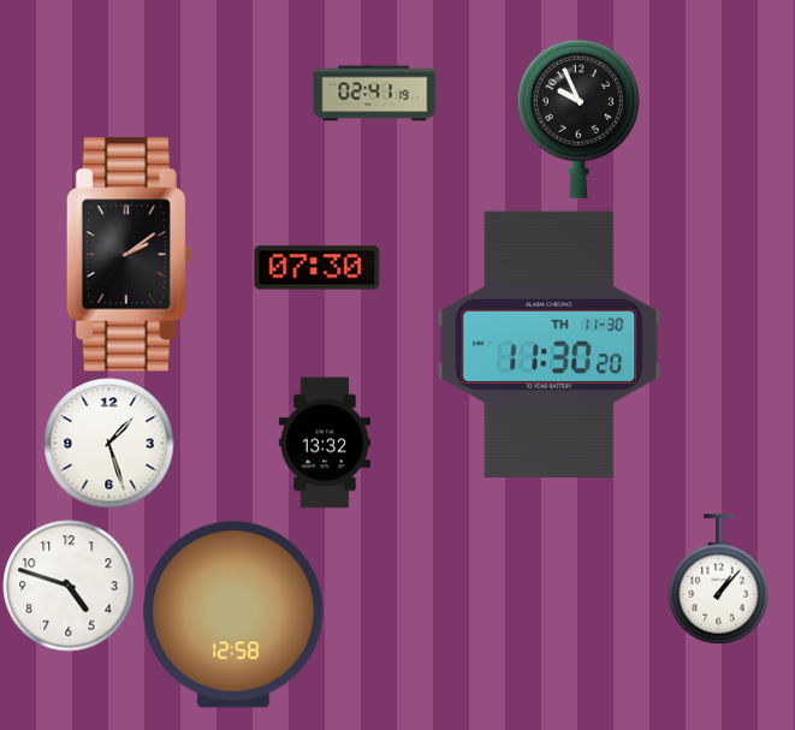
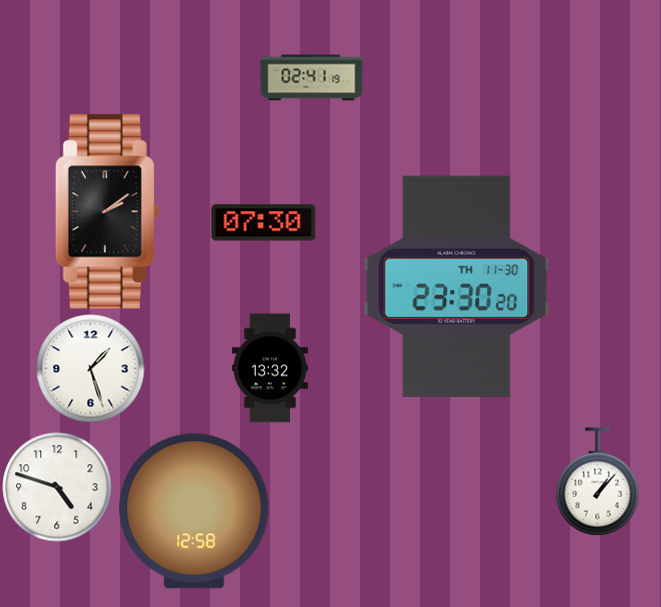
clock at (579, 119): 9:56 -> none
clock at (550, 344): 11:30 -> 23:30
